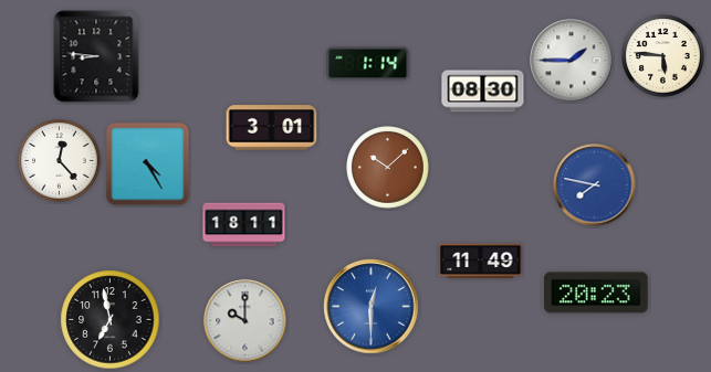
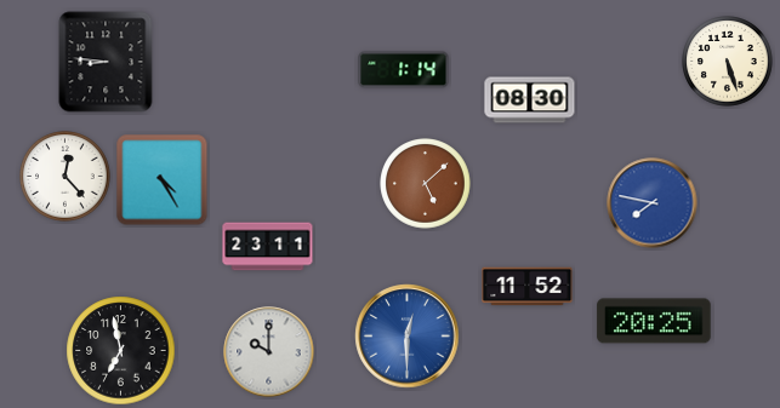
clock at (663, 56): 5:46 -> 5:27
clock at (572, 61): 1:45 -> none
clock at (272, 128): 3:01 -> none
clock at (388, 168): 10:08 -> 5:08
clock at (244, 225): 18:11 -> 23:11
clock at (481, 262): 11:49 -> 11:52
clock at (596, 293): 20:23 -> 20:25
